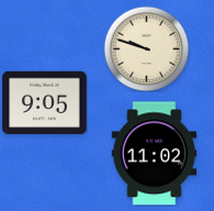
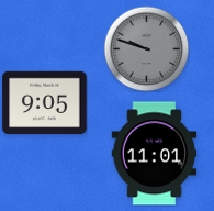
clock at (146, 48) dial: cream -> grey
clock at (155, 154): 11:02 -> 11:01
